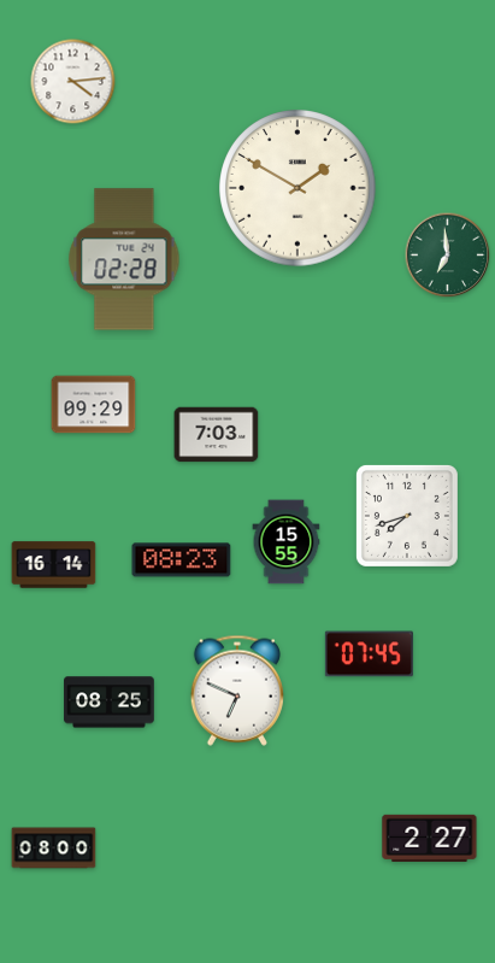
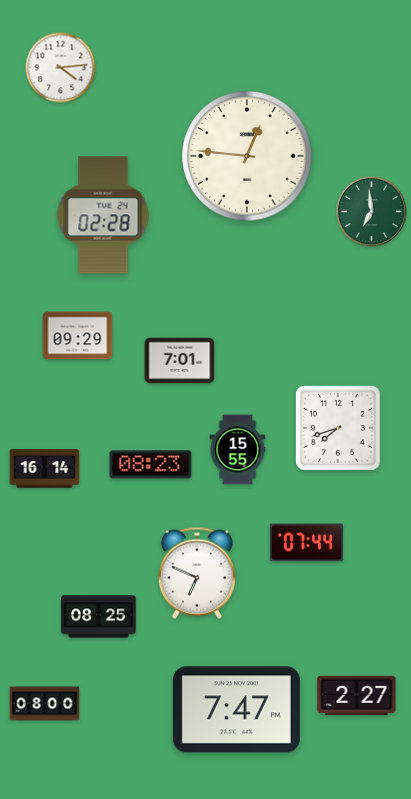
clock at (297, 188): 1:50 -> 12:46
clock at (217, 435): 7:03 -> 7:01
clock at (369, 654): 07:45 -> 07:44
clock at (110, 703) position: (110, 703) -> (99, 617)
clock at (236, 710): none -> 7:47
